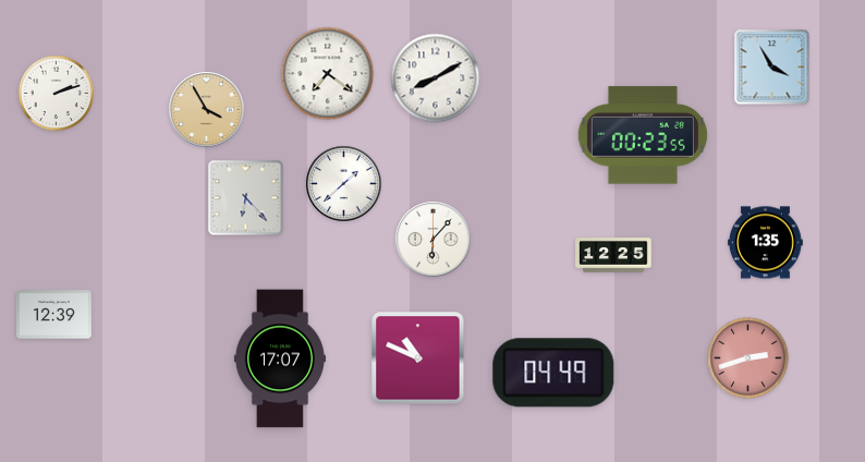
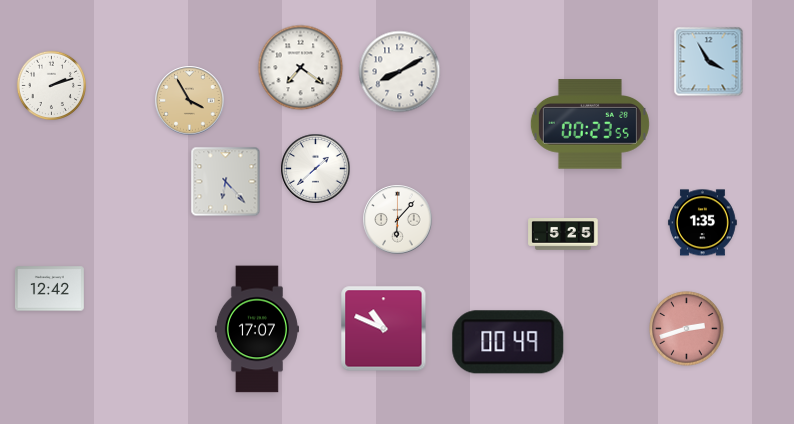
clock at (613, 255): 12:25 -> 5:25
clock at (53, 315): 12:39 -> 12:42
clock at (553, 373): 04:49 -> 00:49
